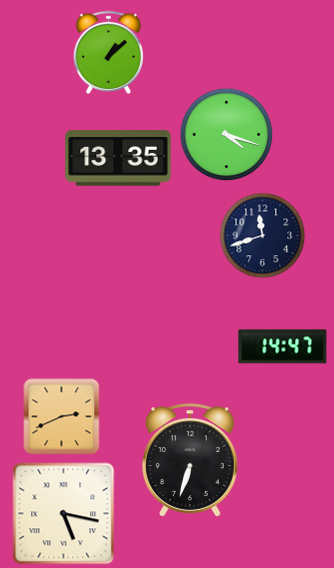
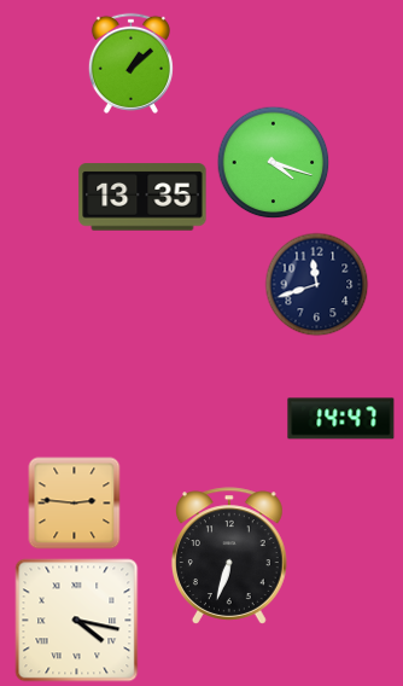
clock at (118, 158) position: (118, 158) -> (142, 197)
clock at (62, 417): 2:41 -> 2:46
clock at (64, 514): 5:17 -> 4:17
